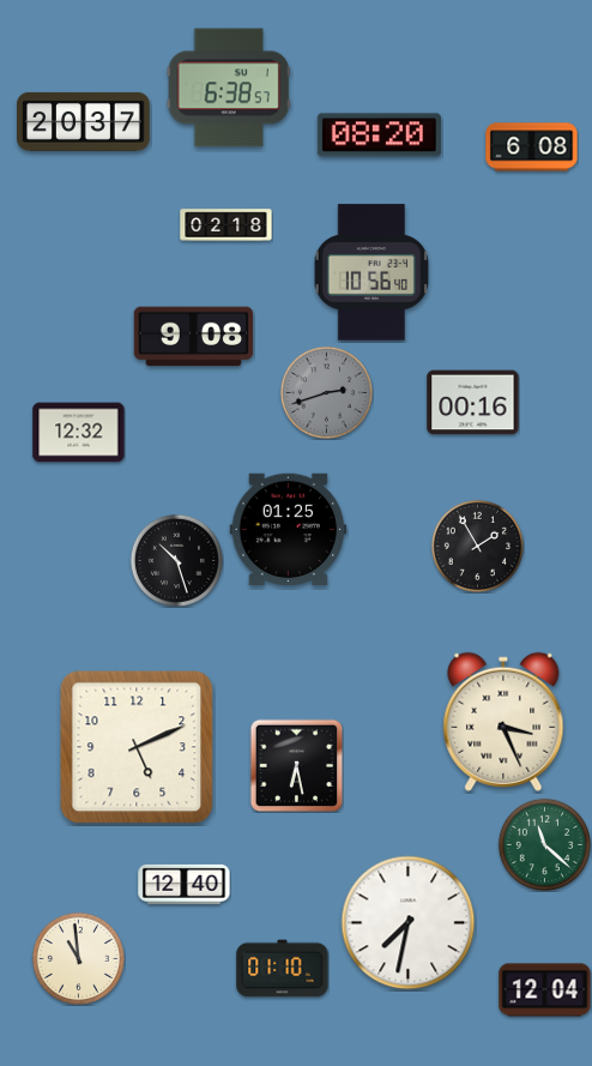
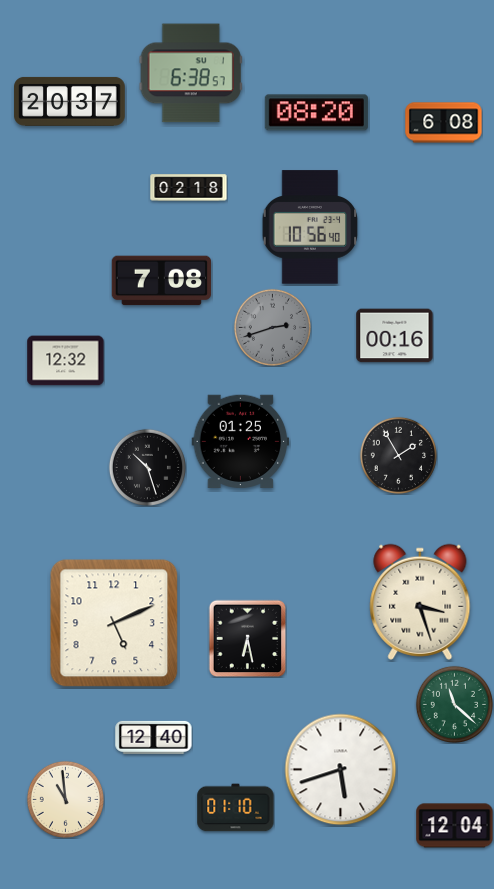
clock at (194, 337): 9:08 -> 7:08
clock at (503, 722): 3:26 -> 3:27
clock at (409, 923): 7:32 -> 5:42
